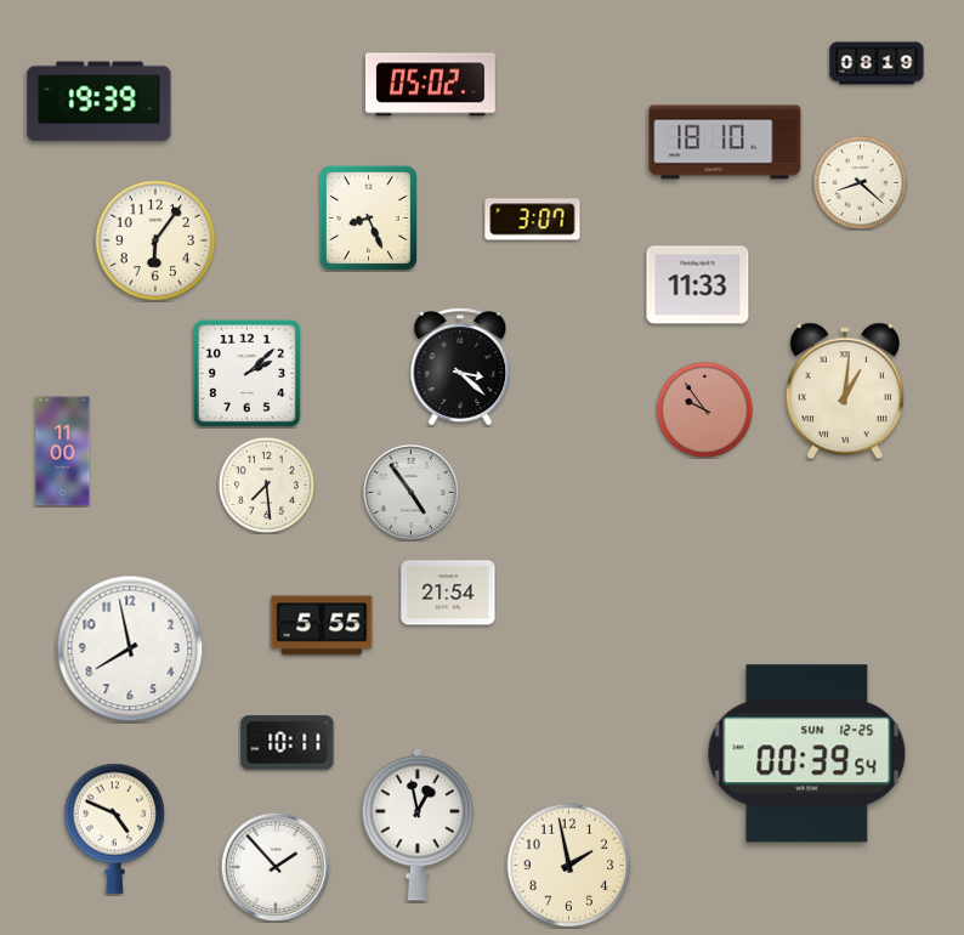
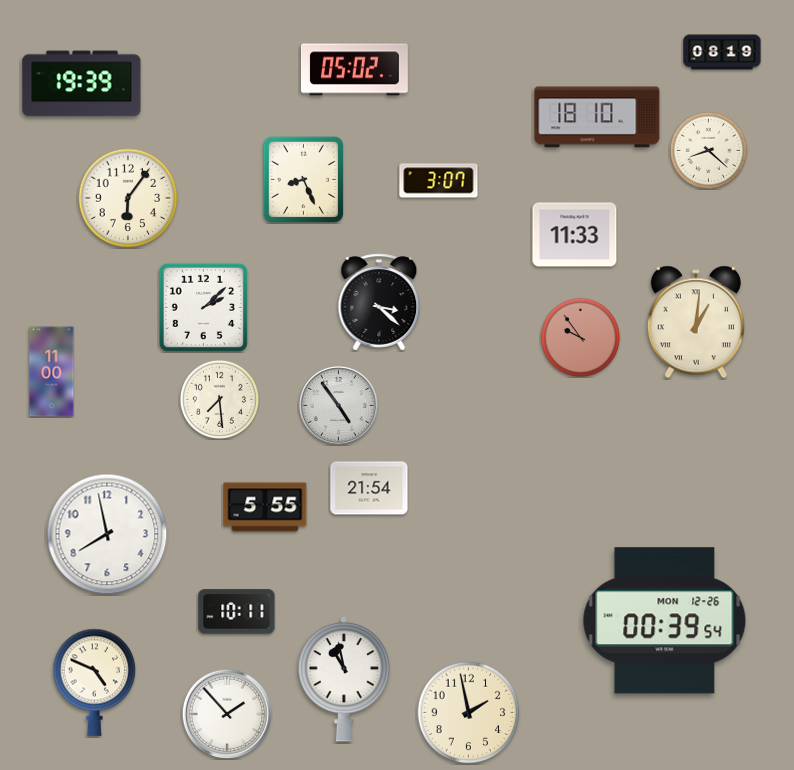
clock at (322, 625) position: (322, 625) -> (265, 507)
clock at (807, 754) date: SUN 12-25 -> MON 12-26
clock at (418, 824): 12:58 -> 10:58
